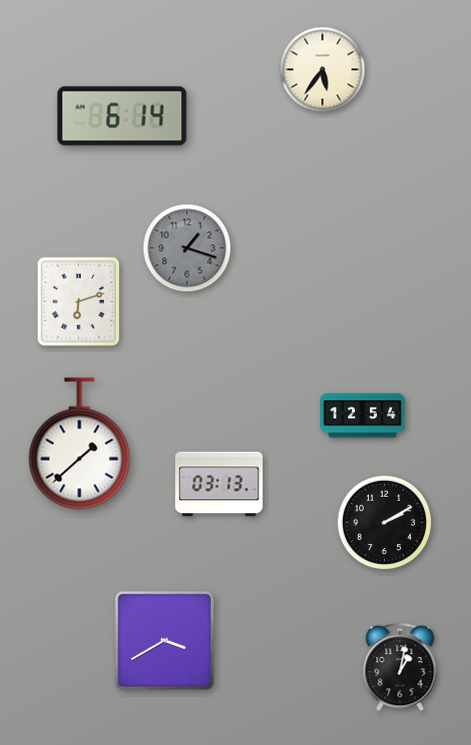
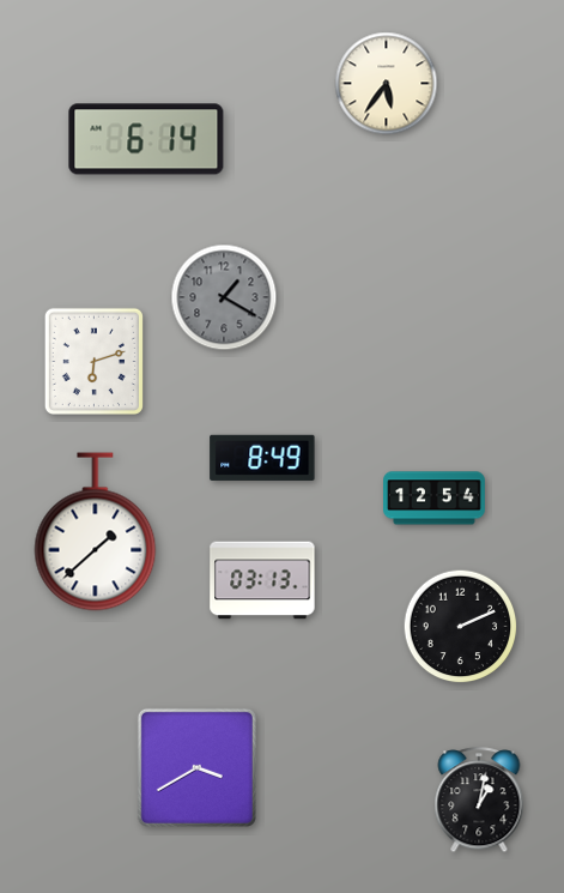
clock at (187, 248): 1:18 -> 1:20
clock at (262, 458): none -> 8:49
clock at (385, 523): 2:10 -> 2:11
